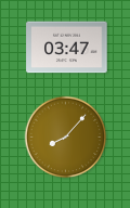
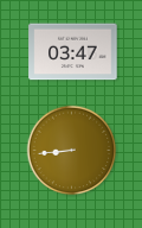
clock at (66, 138): 8:07 -> 8:44
